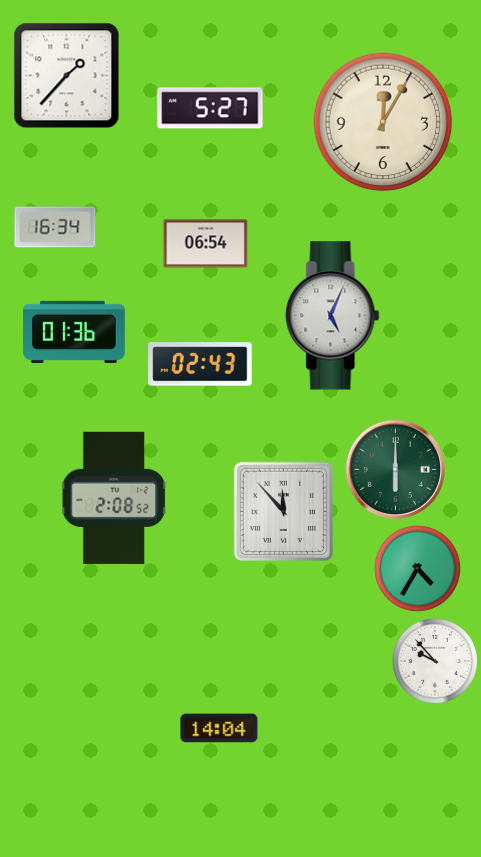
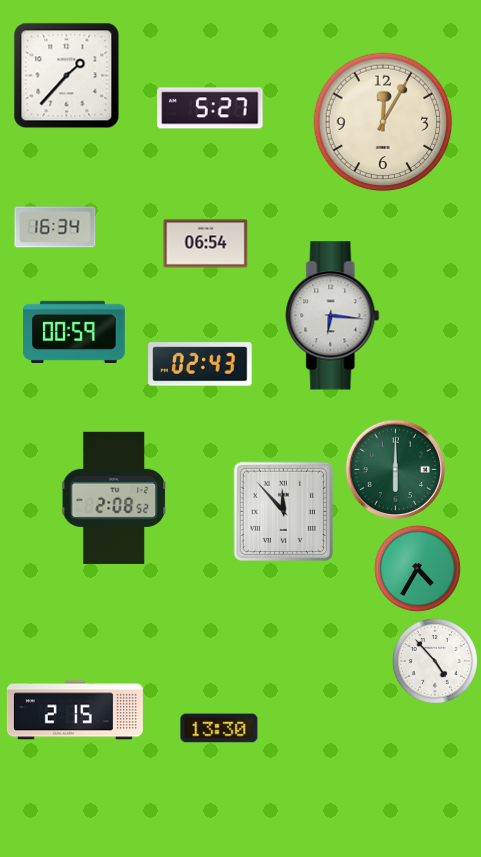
clock at (333, 316): 5:04 -> 6:16
clock at (74, 332): 01:36 -> 00:59
clock at (435, 661): 9:53 -> 4:53
clock at (75, 710): none -> 2:15
clock at (219, 728): 14:04 -> 13:30
